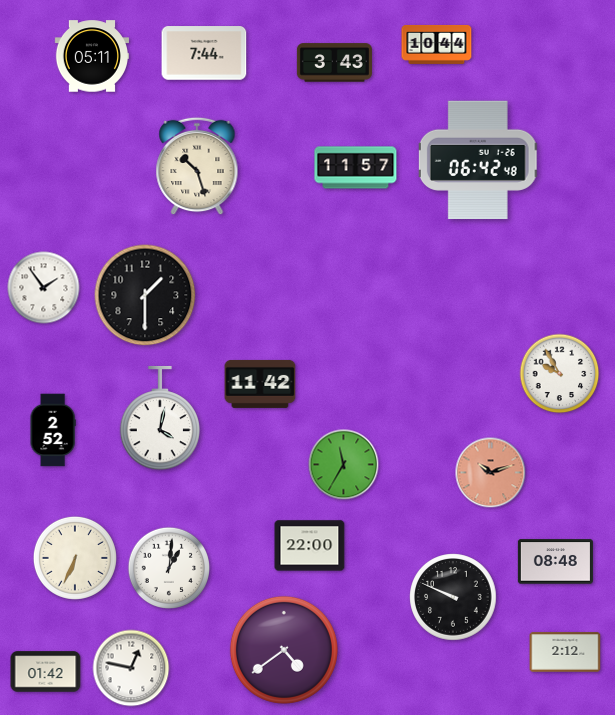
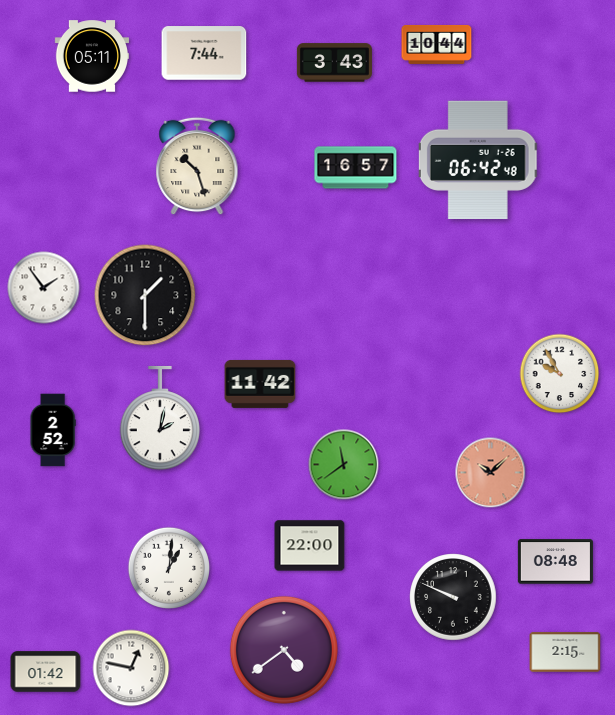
clock at (356, 168): 11:57 -> 16:57
clock at (159, 418): 4:02 -> 2:02
clock at (344, 465): 11:35 -> 11:39
clock at (491, 473): 10:12 -> 10:08
clock at (75, 558): 6:34 -> none
clock at (565, 652): 2:12 -> 2:15
